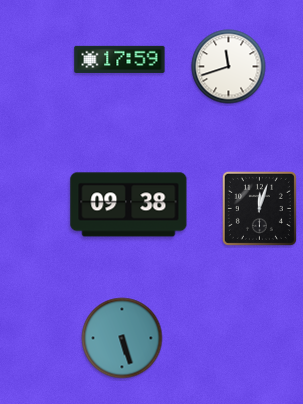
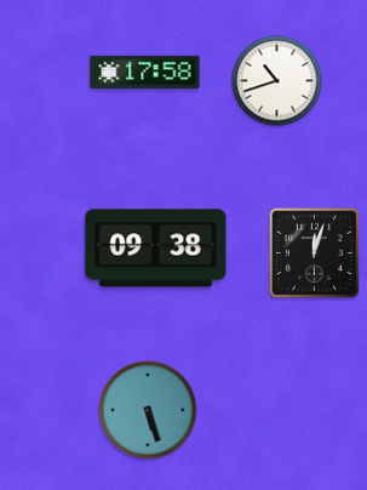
clock at (120, 59): 17:59 -> 17:58
clock at (229, 67): 11:42 -> 10:42
